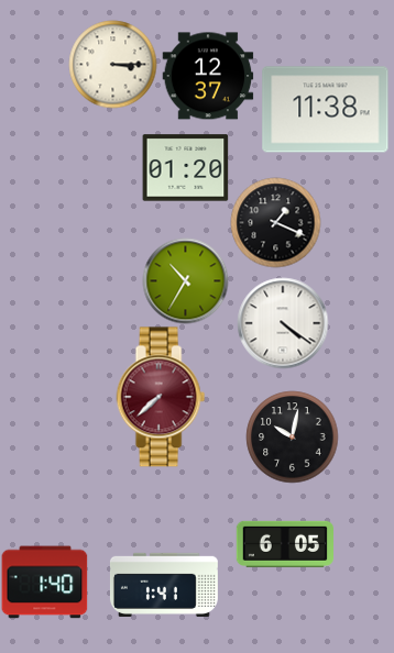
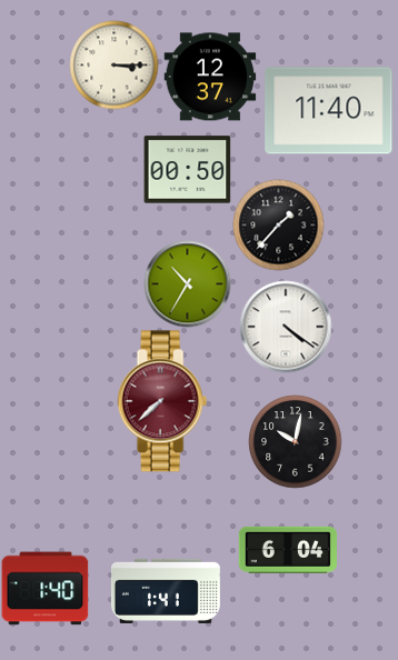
clock at (326, 110): 11:38 -> 11:40
clock at (185, 168): 01:20 -> 00:50
clock at (275, 222): 1:19 -> 1:37
clock at (284, 544): 6:05 -> 6:04
